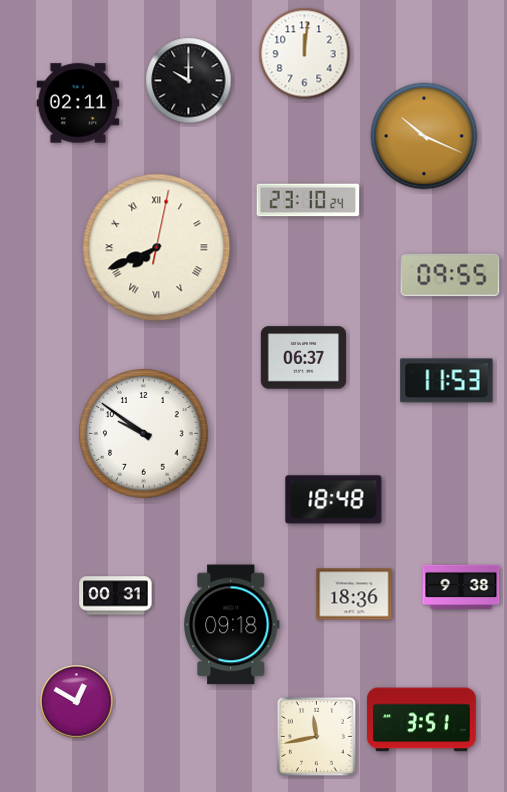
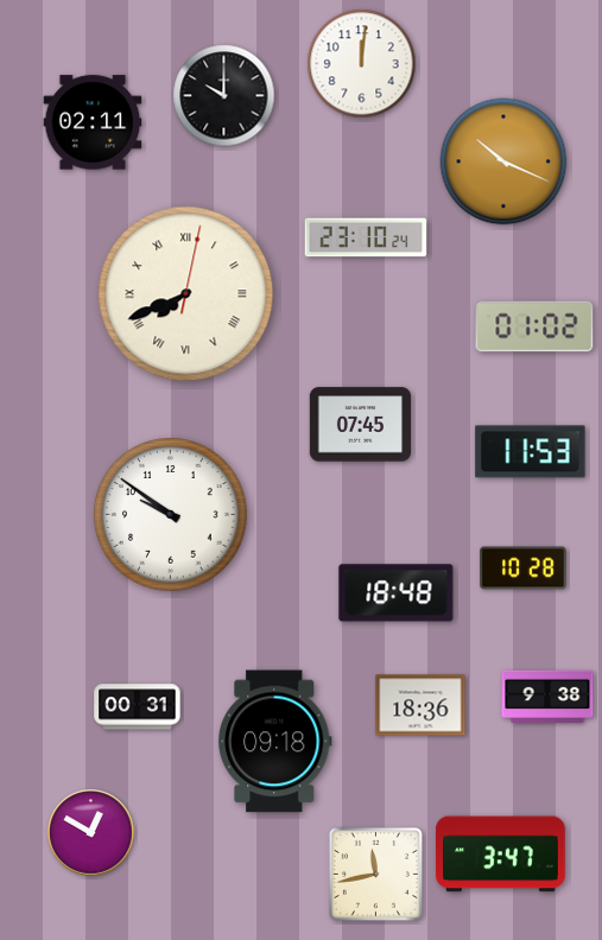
clock at (450, 275): 09:55 -> 01:02
clock at (303, 358): 06:37 -> 07:45
clock at (524, 569): none -> 10:28
clock at (422, 720): 3:51 -> 3:47
